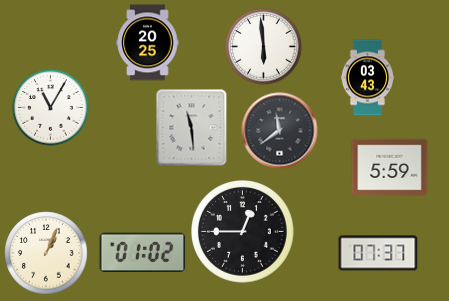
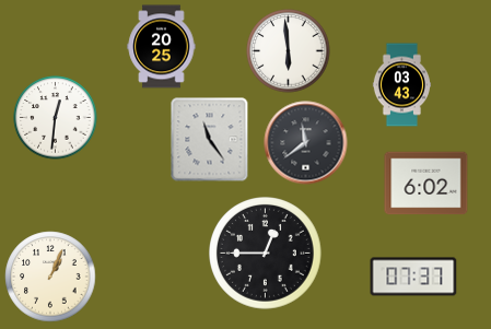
clock at (51, 108): 11:05 -> 12:31
clock at (192, 128): 11:29 -> 11:24
clock at (390, 168): 5:59 -> 6:02
clock at (143, 252): 01:02 -> none
